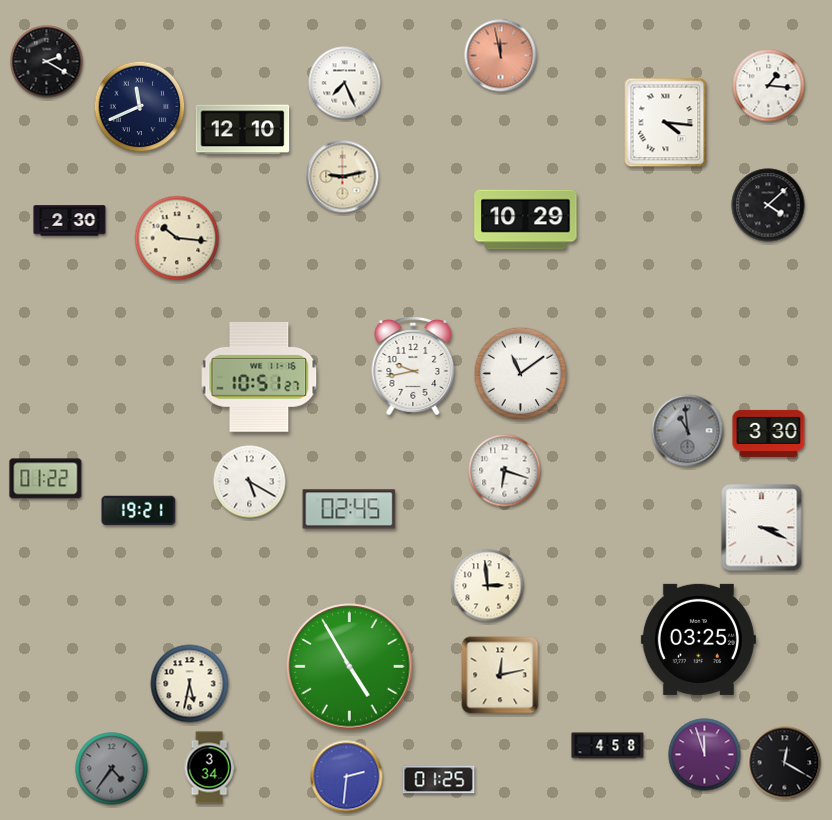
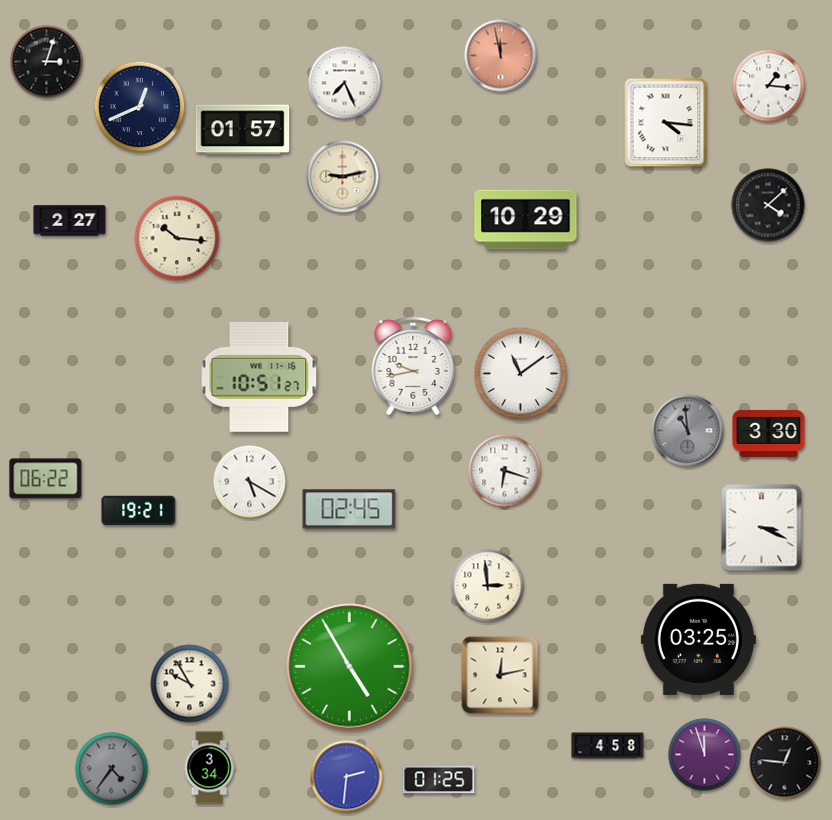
clock at (47, 62): 2:20 -> 3:03
clock at (140, 107): 11:41 -> 12:41
clock at (243, 130): 12:10 -> 01:57
clock at (70, 221): 2:30 -> 2:27
clock at (46, 479): 01:22 -> 06:22
clock at (190, 684): 5:32 -> 9:55
clock at (785, 763): 12:20 -> 12:46
